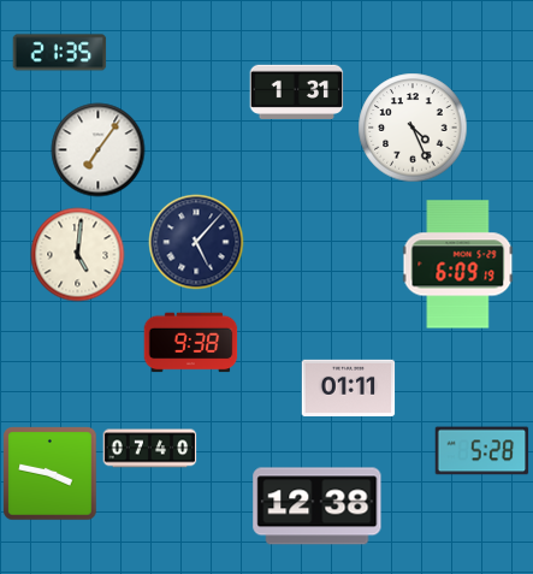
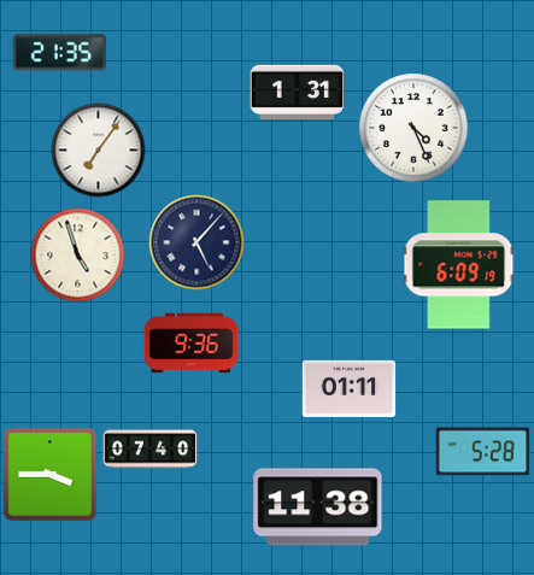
clock at (77, 254): 5:01 -> 4:57
clock at (190, 343): 9:38 -> 9:36
clock at (49, 473): 3:47 -> 3:45
clock at (318, 507): 12:38 -> 11:38
